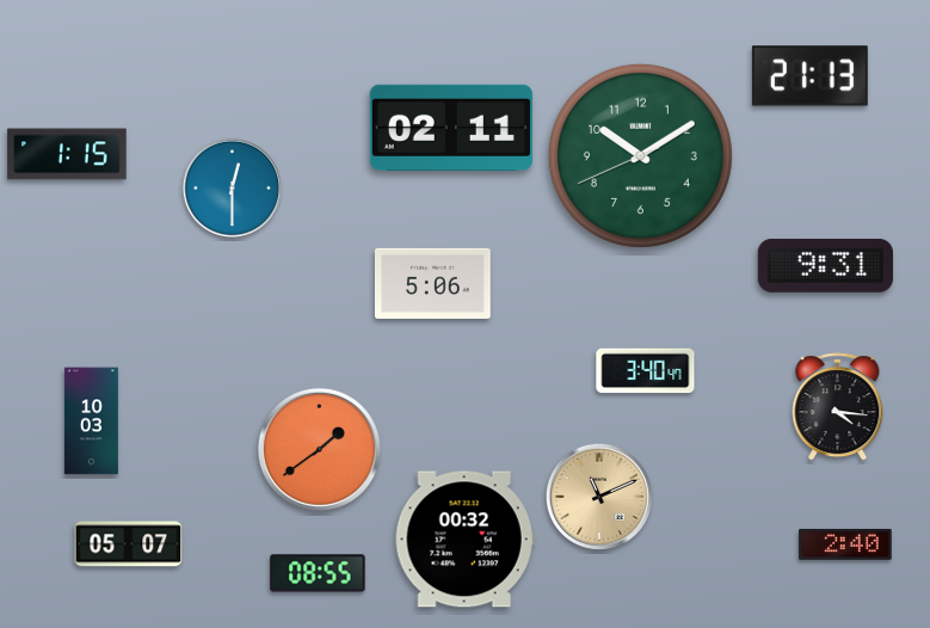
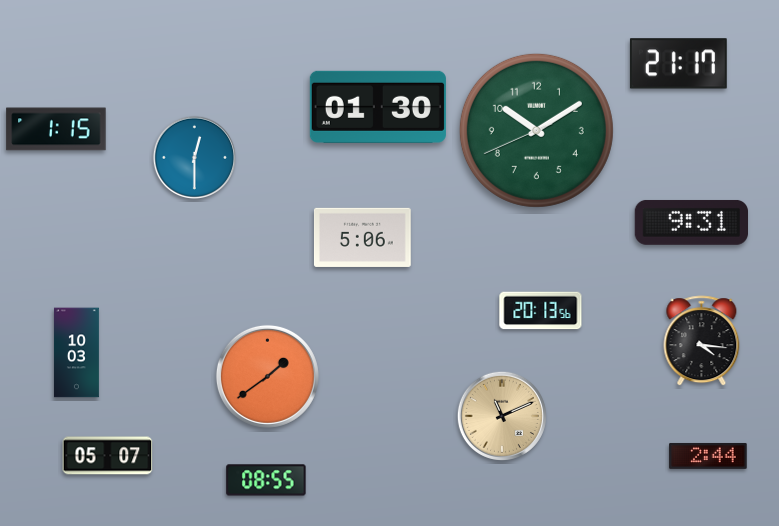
clock at (809, 76): 21:13 -> 21:17
clock at (451, 128): 02:11 -> 01:30
clock at (646, 371): 3:40 -> 20:13
clock at (464, 540): 00:32 -> none
clock at (845, 544): 2:40 -> 2:44
